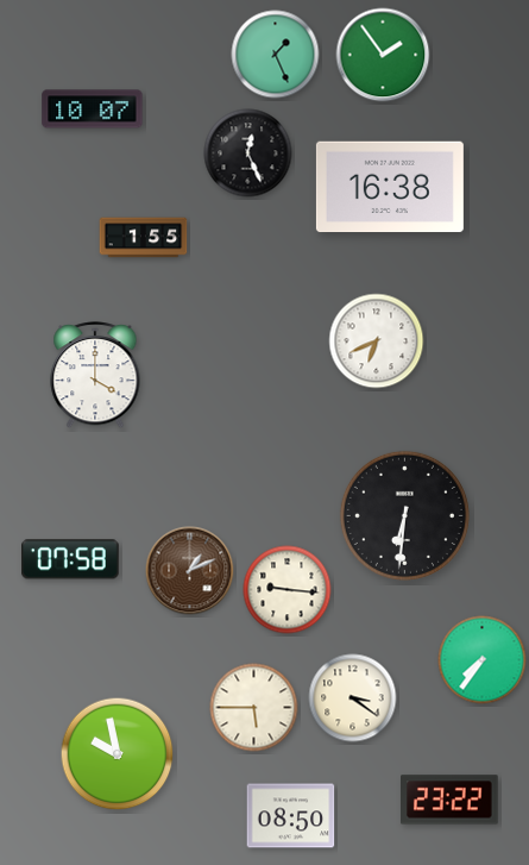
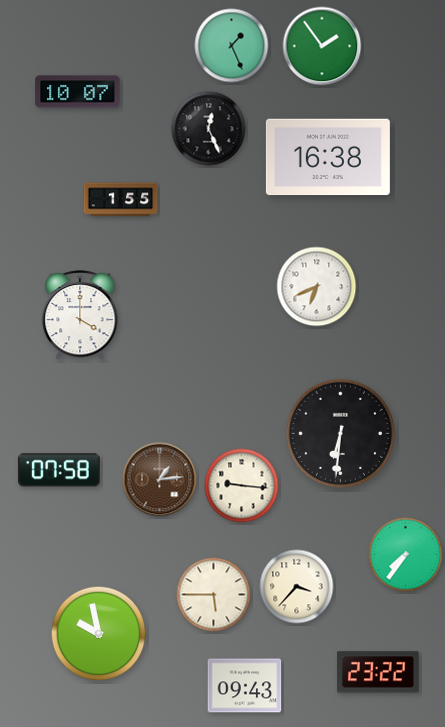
clock at (190, 571): 1:11 -> 1:14
clock at (288, 590) position: (288, 590) -> (242, 486)
clock at (353, 698): 3:21 -> 3:37
clock at (291, 816): 08:50 -> 09:43
